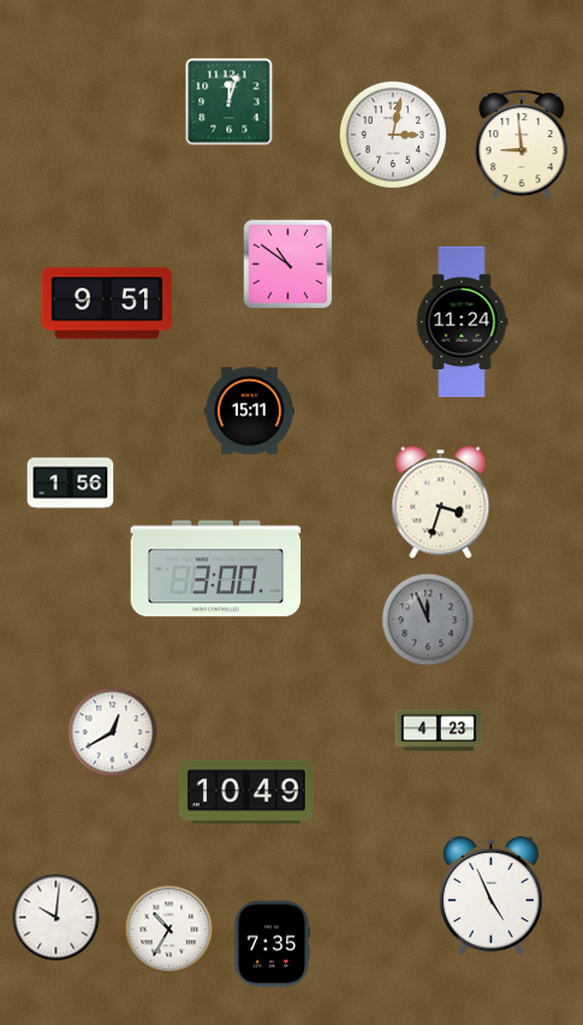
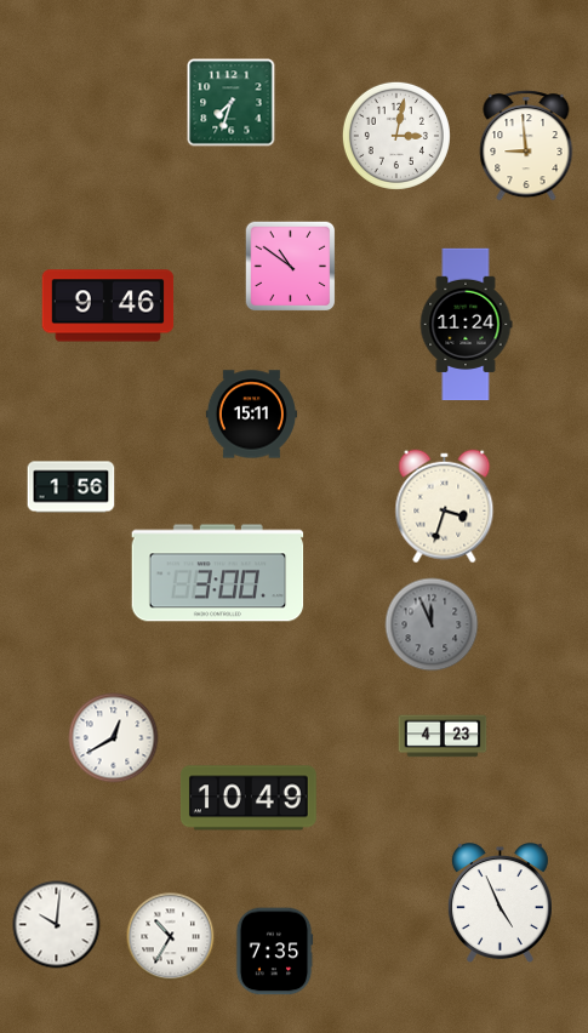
clock at (230, 102): 12:03 -> 7:33
clock at (107, 303): 9:51 -> 9:46
clock at (490, 896) position: (490, 896) -> (499, 903)
